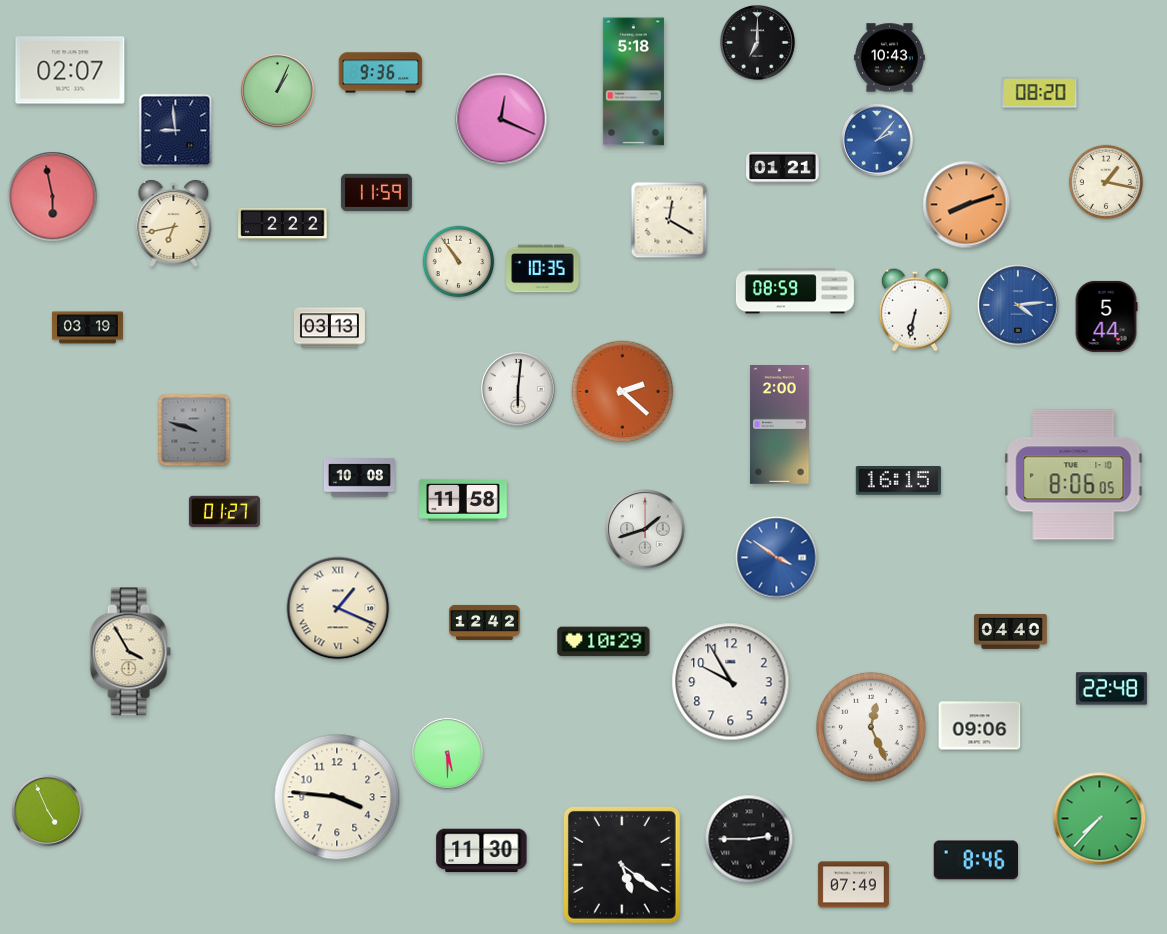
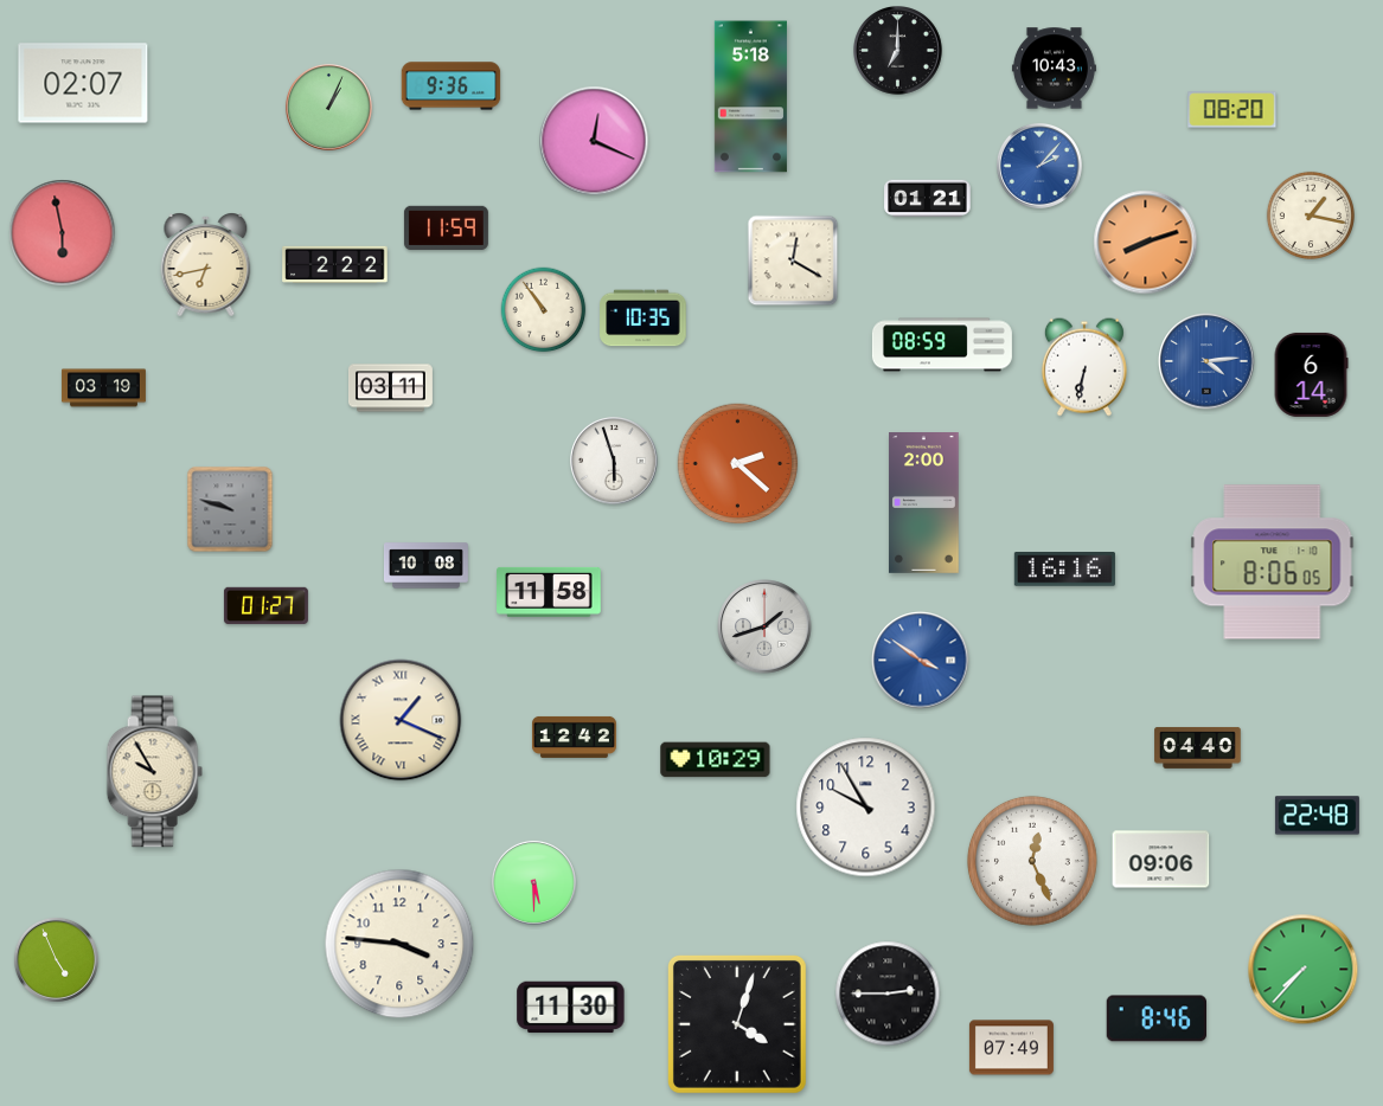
clock at (176, 131): 8:59 -> none
clock at (1106, 316): 5:44 -> 6:14
clock at (329, 328): 03:13 -> 03:11
clock at (519, 390): 6:01 -> 5:57
clock at (898, 481): 16:15 -> 16:16
clock at (130, 652): 3:55 -> 9:55
clock at (447, 753) position: (447, 753) -> (533, 882)
clock at (622, 865): 5:21 -> 4:03
